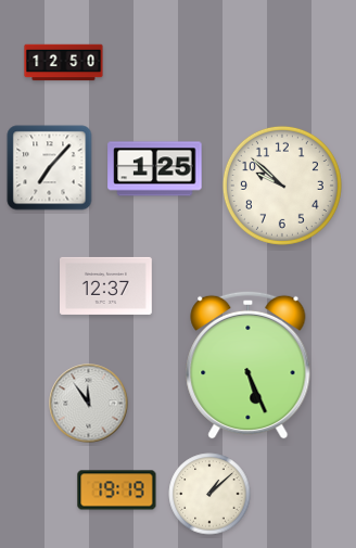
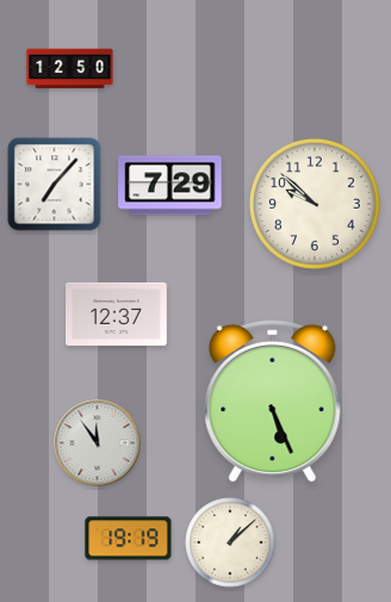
clock at (155, 169): 1:25 -> 7:29
clock at (282, 186) position: (282, 186) -> (315, 204)
